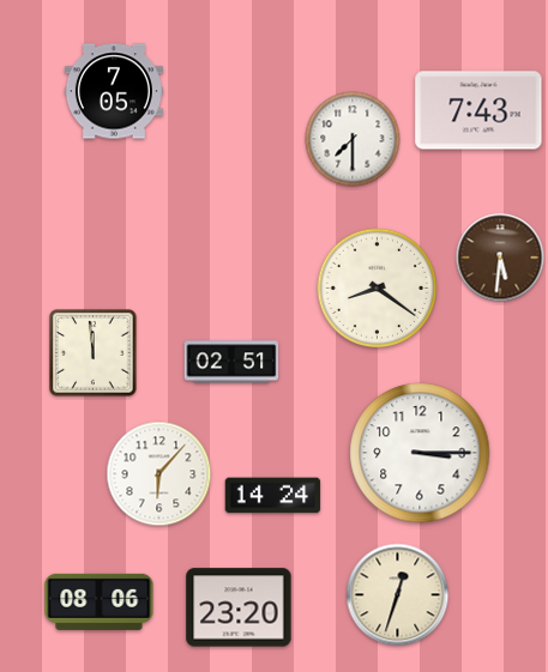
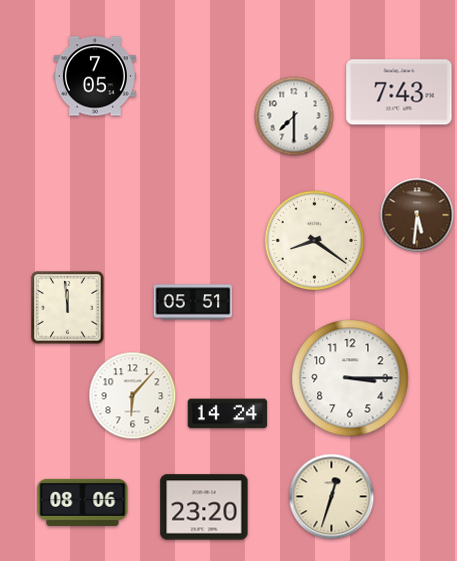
clock at (94, 353) position: (94, 353) -> (68, 308)
clock at (231, 362): 02:51 -> 05:51
clock at (239, 607) position: (239, 607) -> (204, 507)
